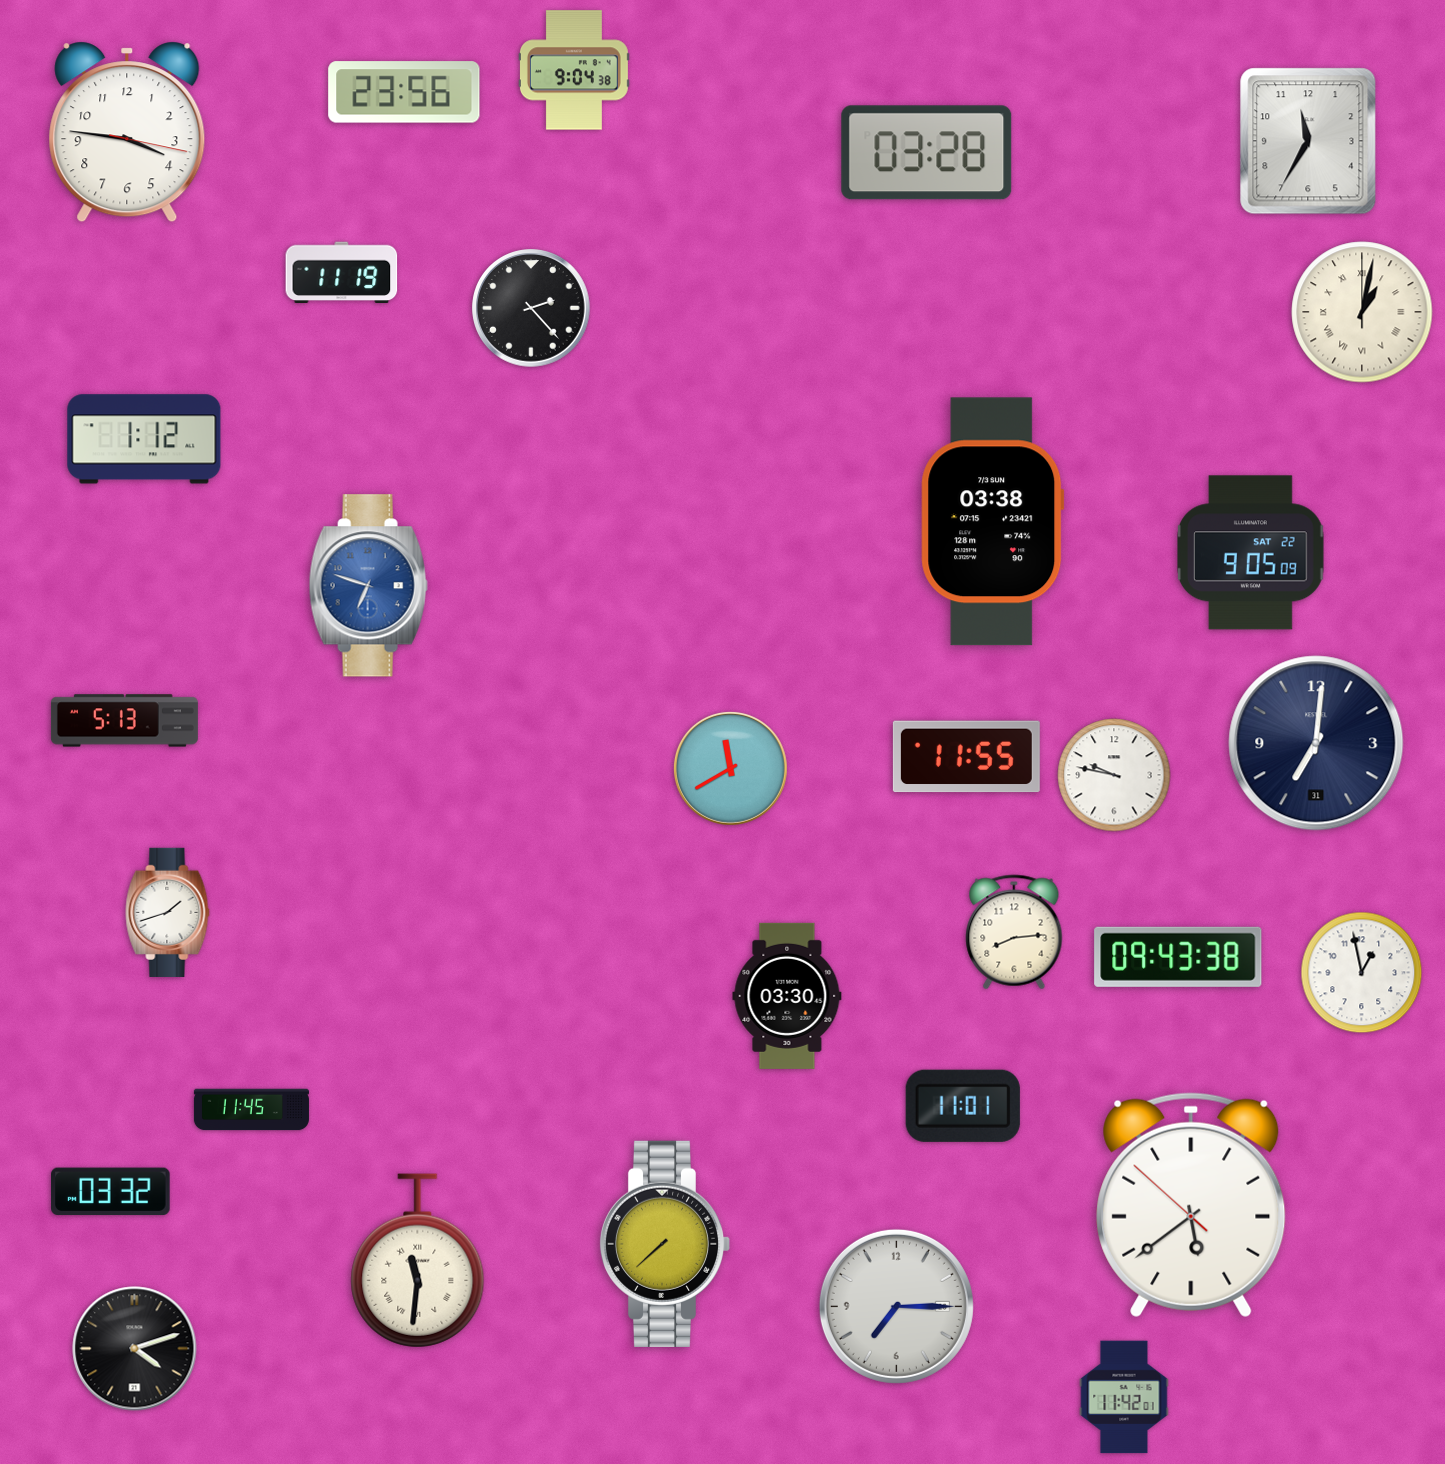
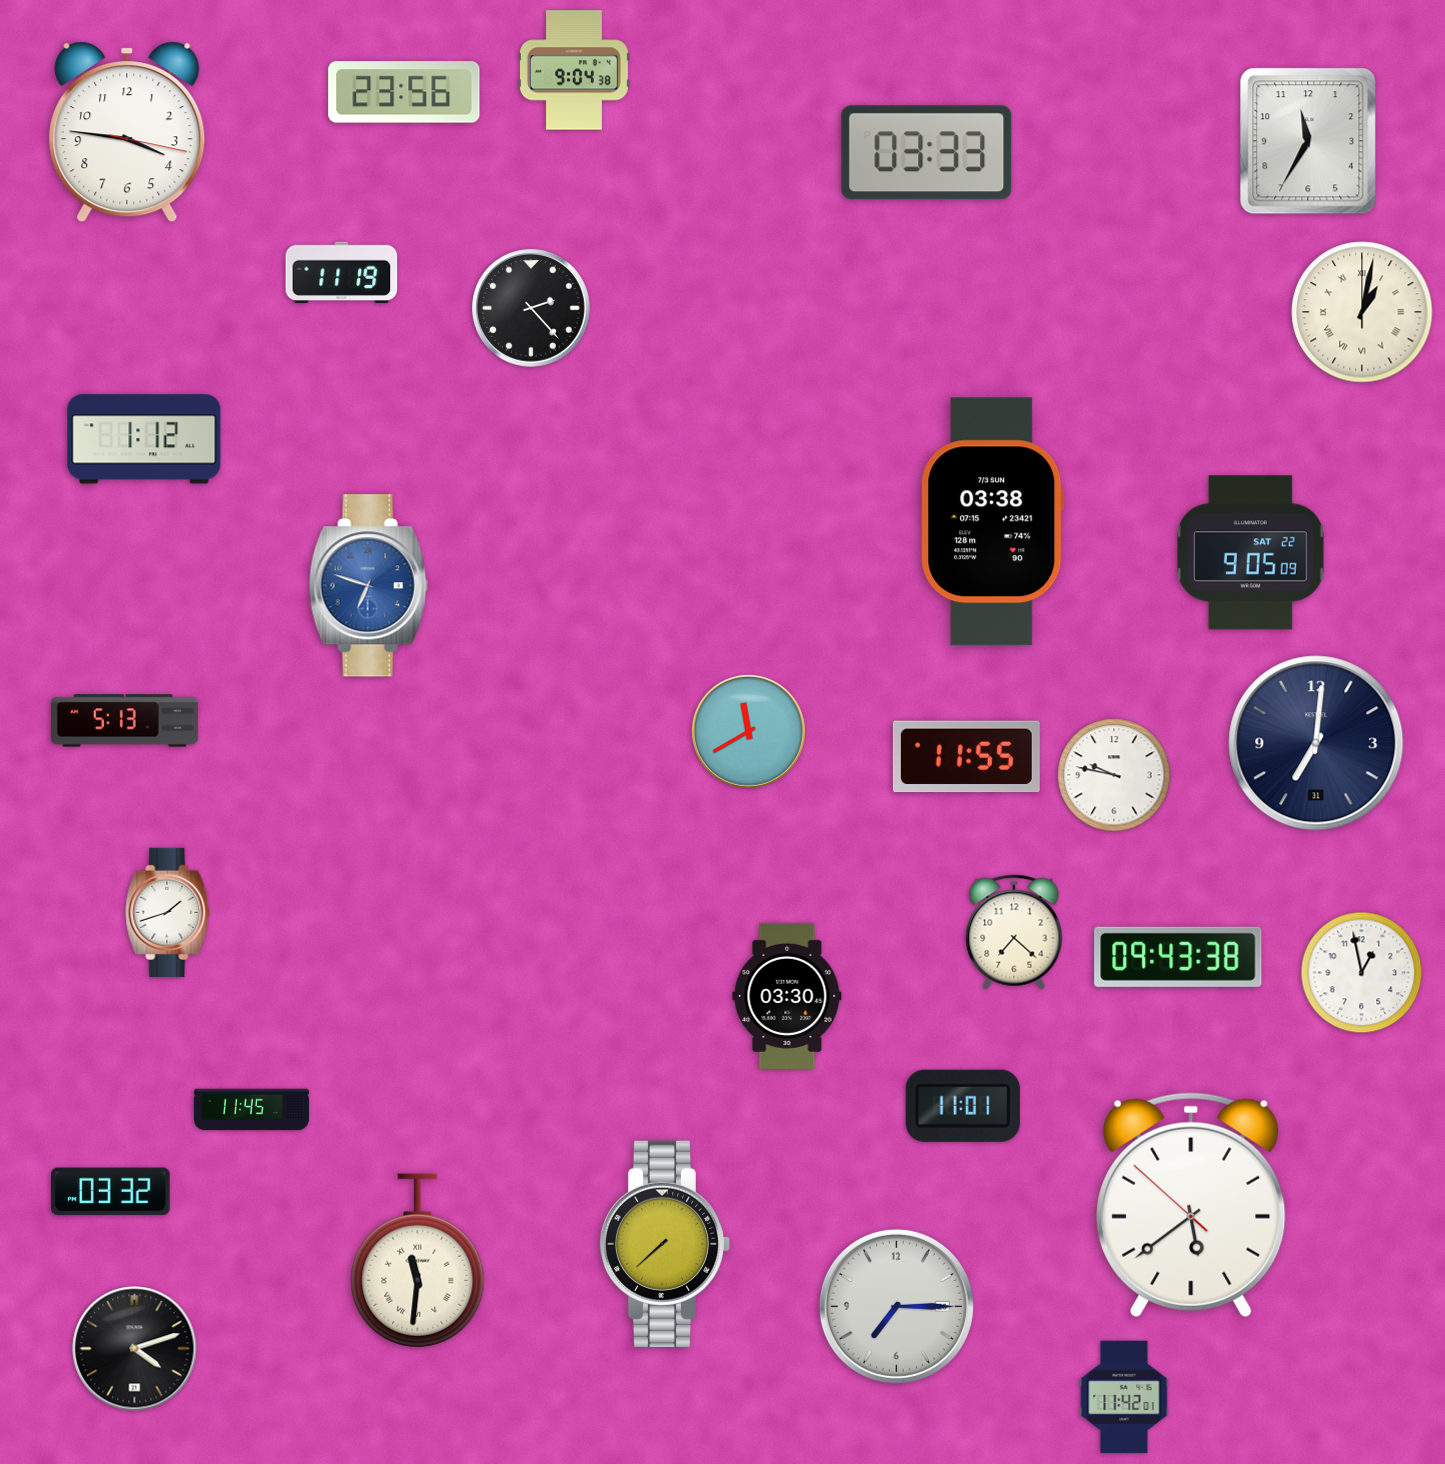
clock at (927, 153): 03:28 -> 03:33
clock at (730, 768) position: (730, 768) -> (748, 731)
clock at (1014, 932): 8:14 -> 7:22
